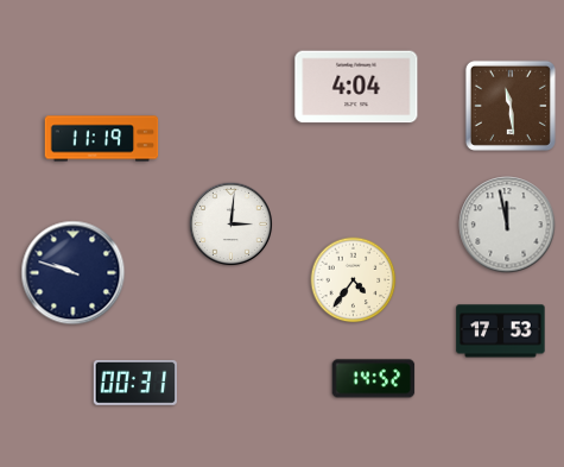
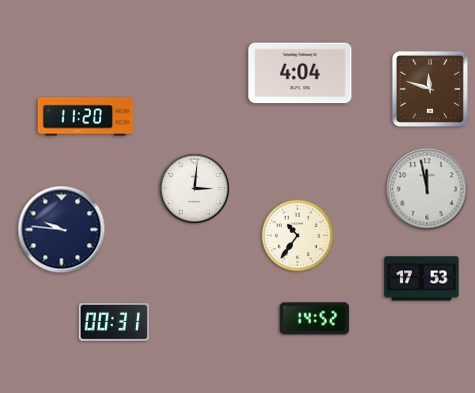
clock at (511, 106): 11:29 -> 11:48
clock at (102, 139): 11:19 -> 11:20
clock at (74, 273): 9:48 -> 9:46
clock at (354, 280): 4:36 -> 10:36
